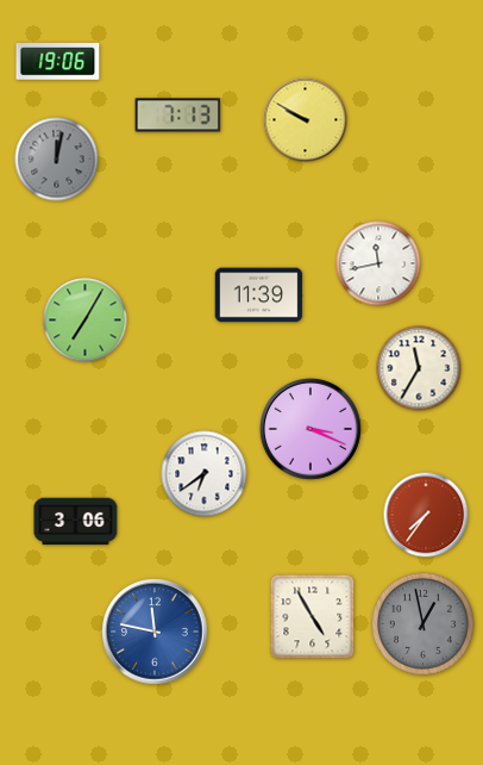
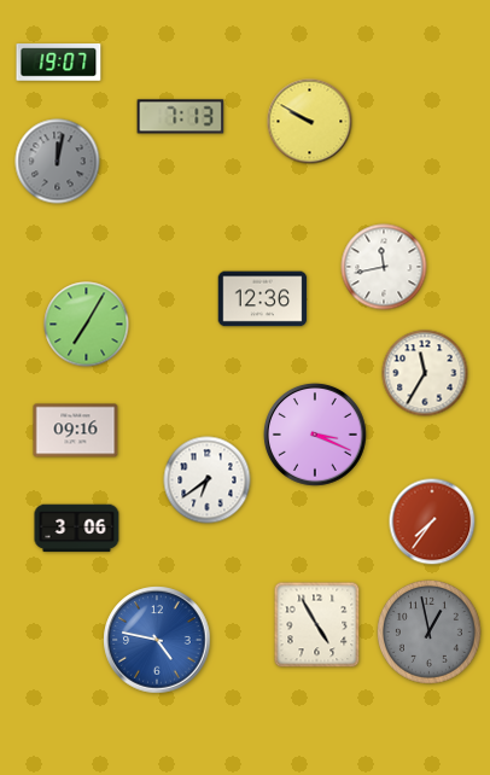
clock at (58, 62): 19:06 -> 19:07
clock at (259, 296): 11:39 -> 12:36
clock at (76, 431): none -> 09:16
clock at (155, 632): 11:47 -> 4:47
